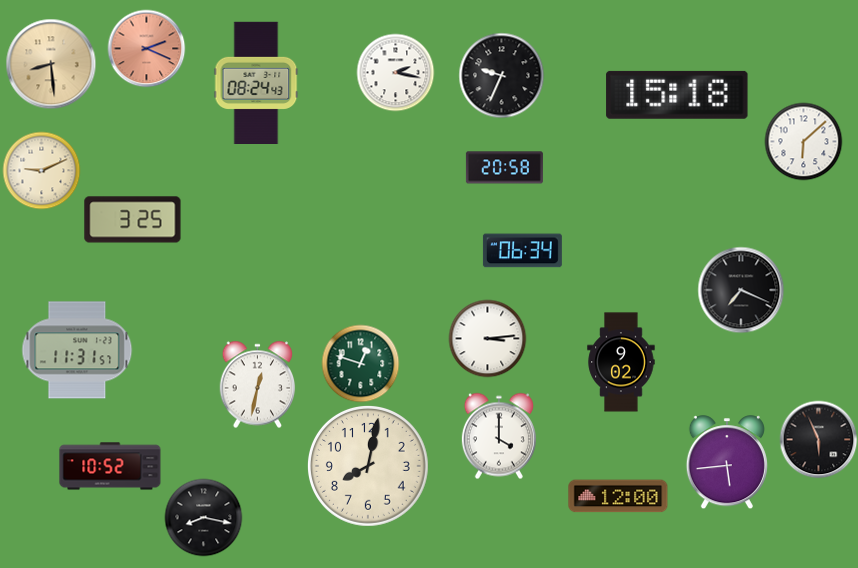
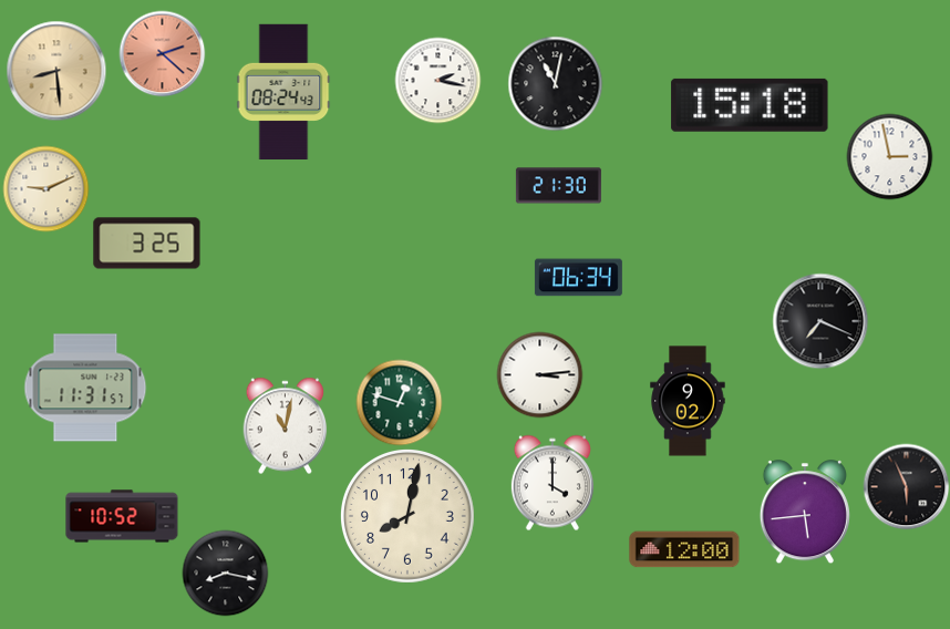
clock at (146, 48): 2:19 -> 2:22
clock at (501, 75): 9:34 -> 11:02
clock at (803, 141): 6:08 -> 2:58
clock at (504, 168): 20:58 -> 21:30
clock at (258, 384): 12:32 -> 11:02
